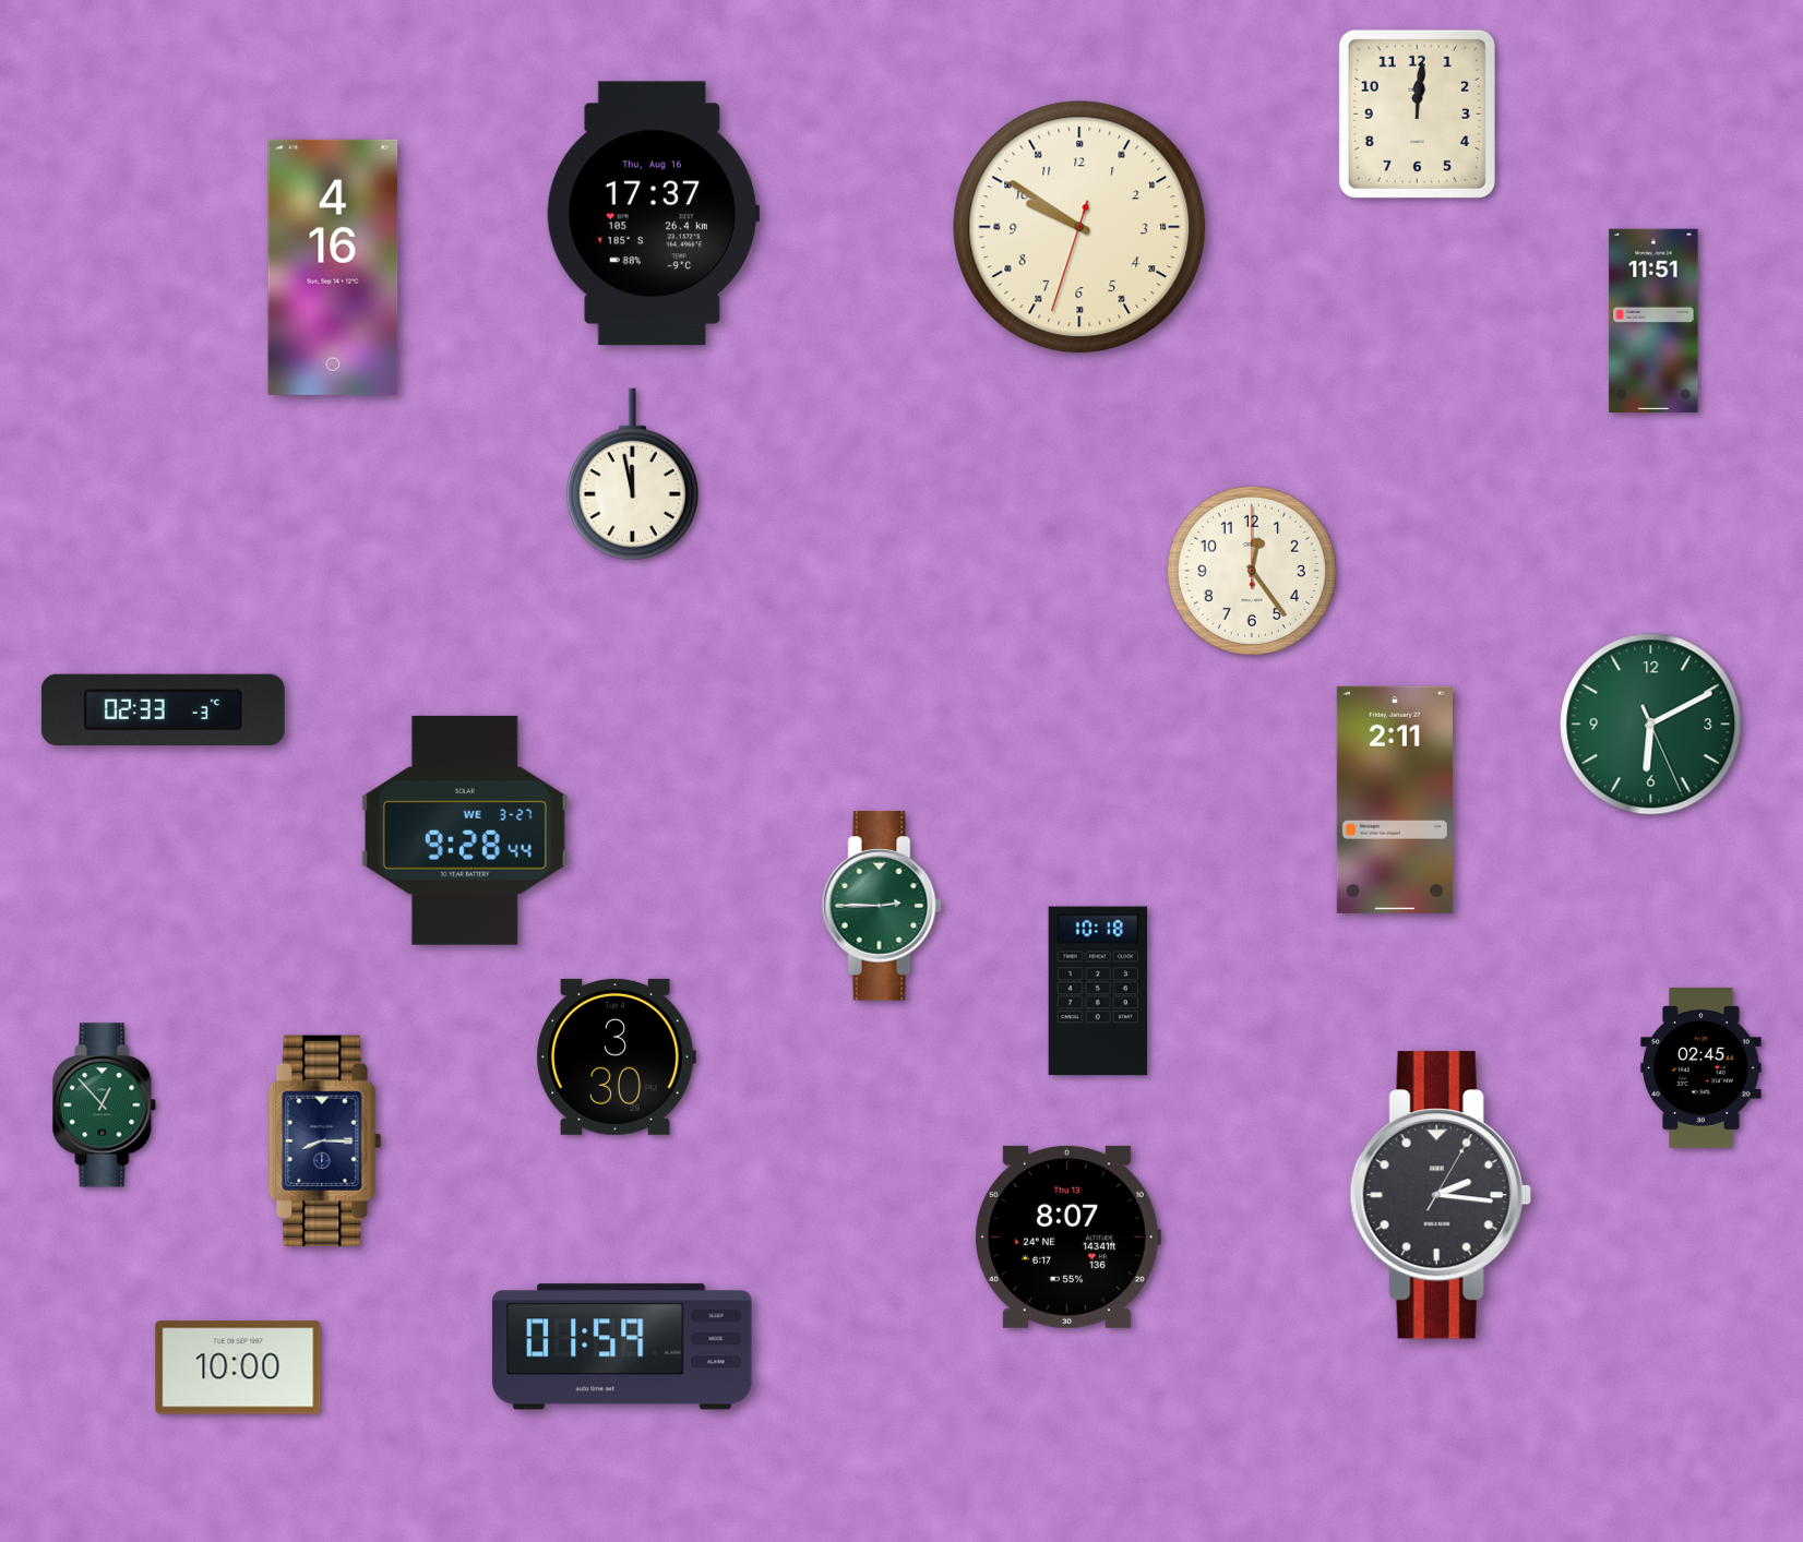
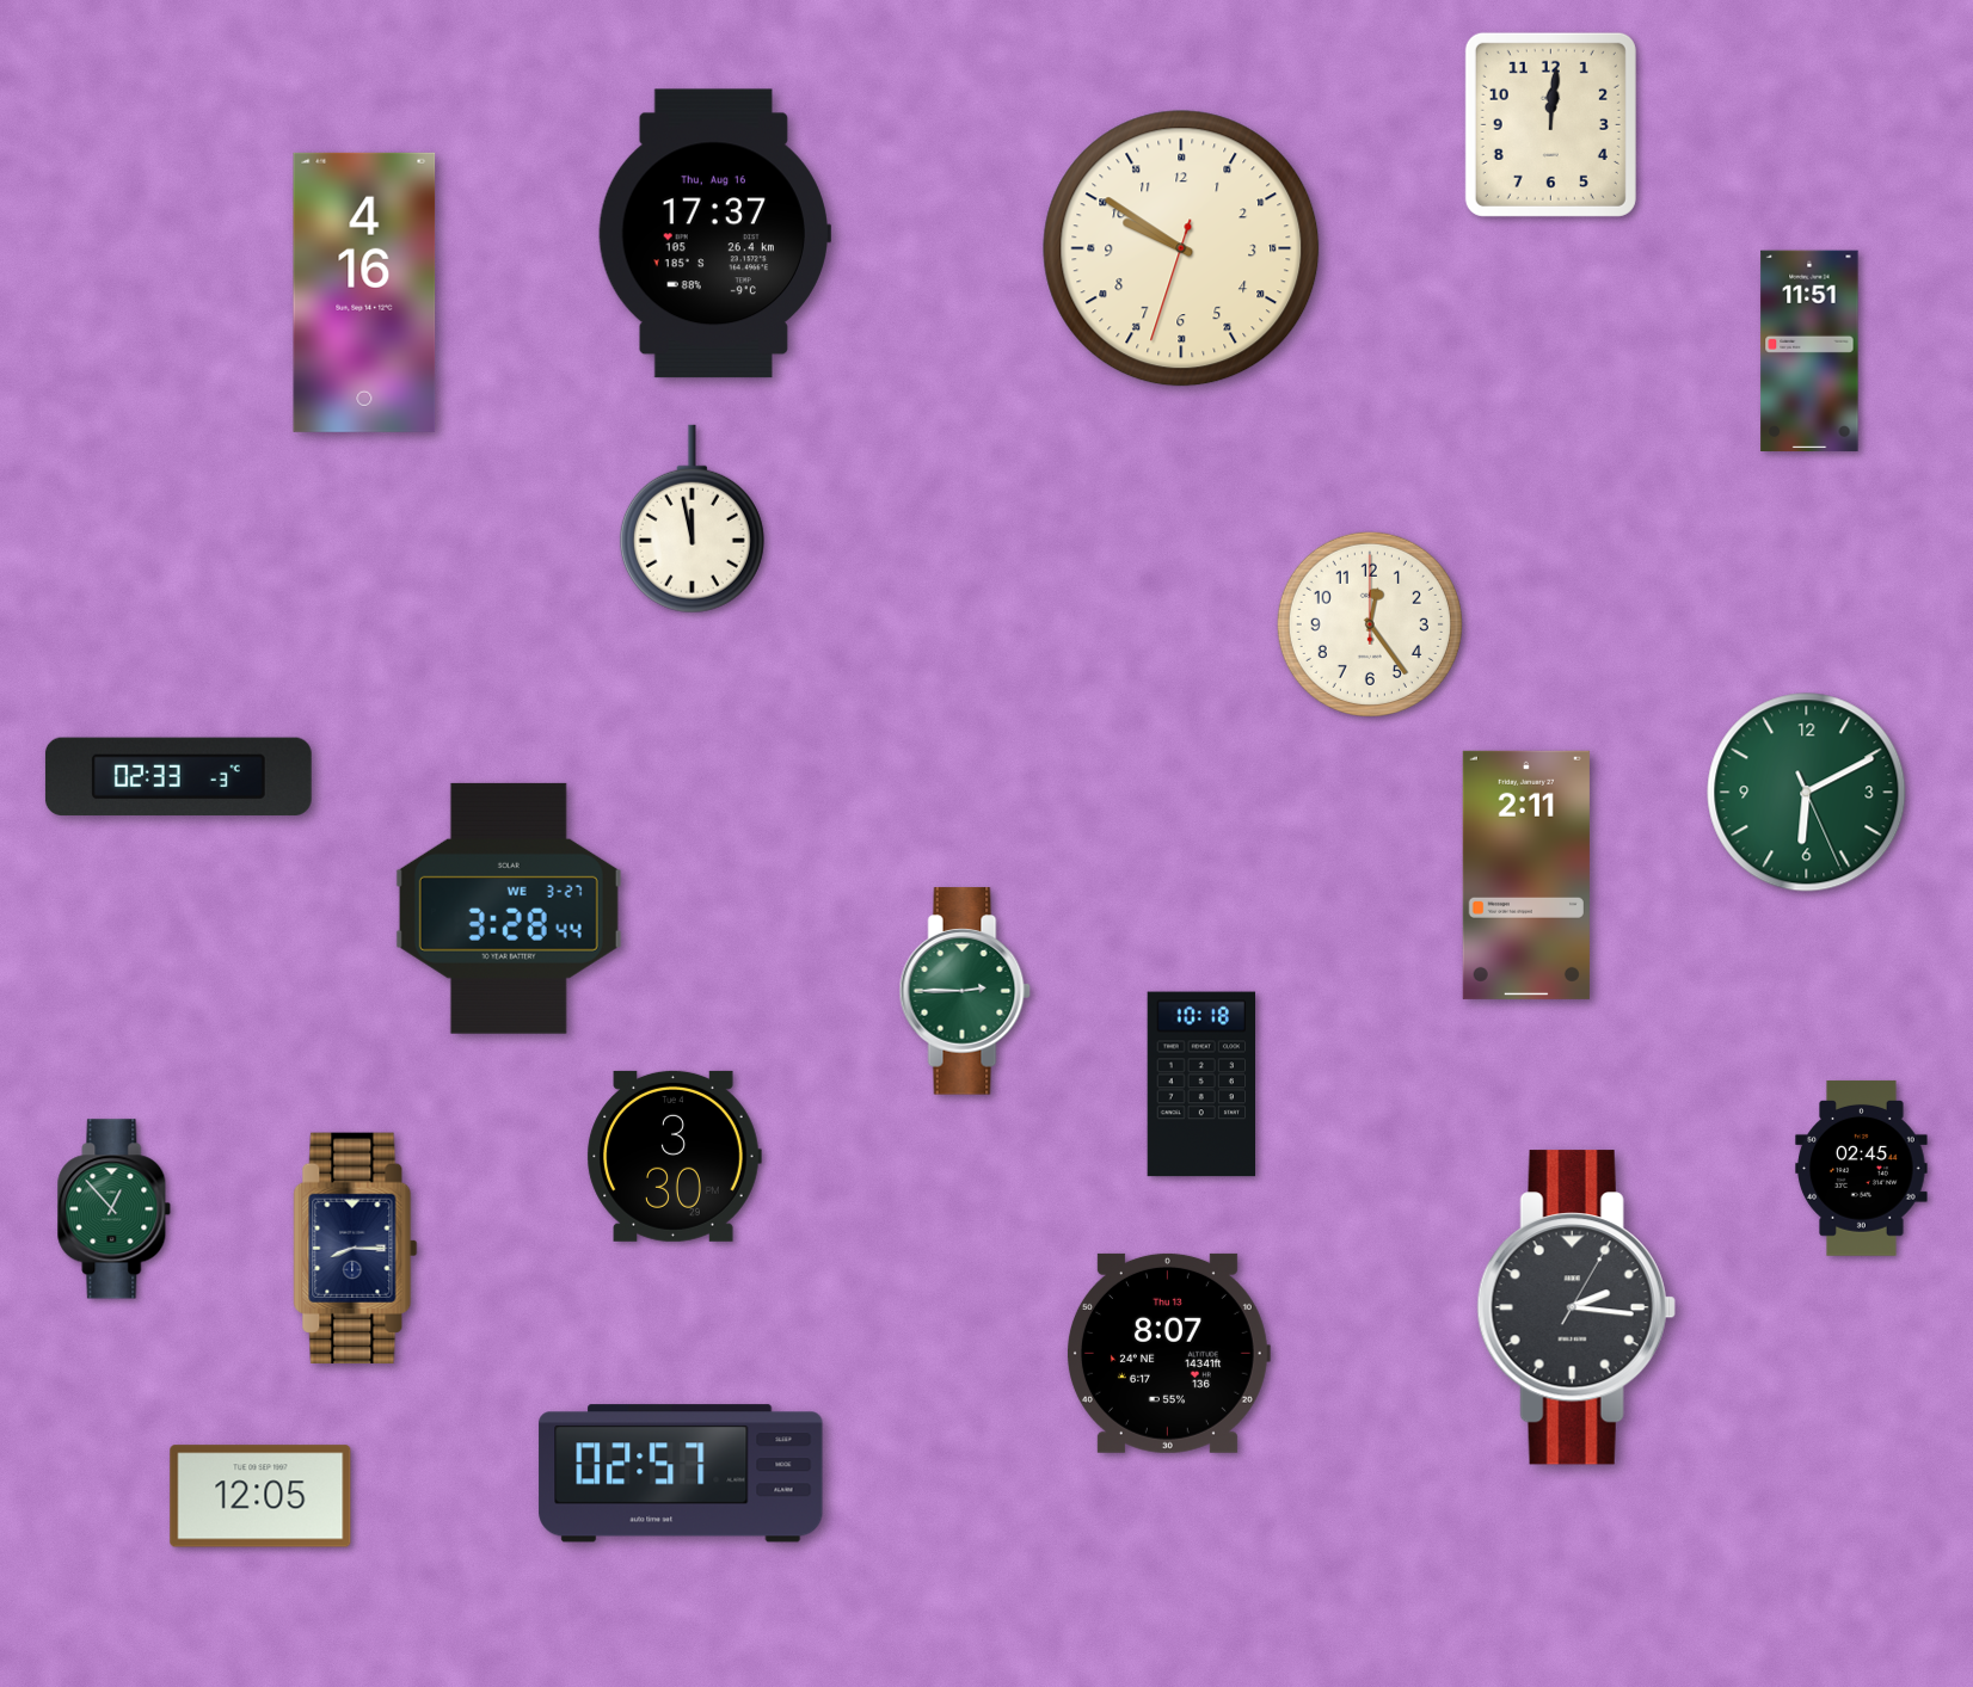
clock at (465, 830): 9:28 -> 3:28
clock at (622, 1347): 01:59 -> 02:57
clock at (238, 1367): 10:00 -> 12:05
